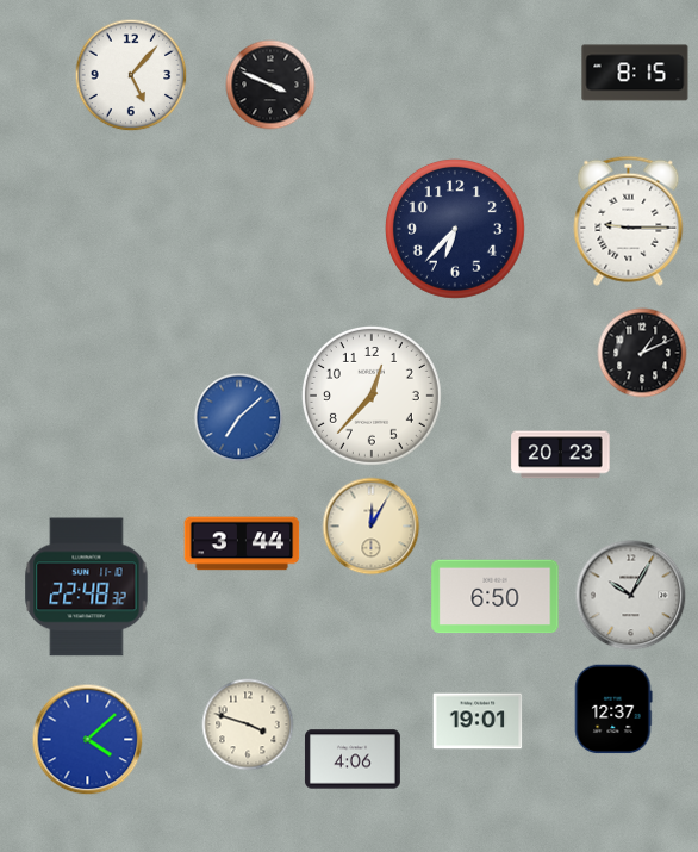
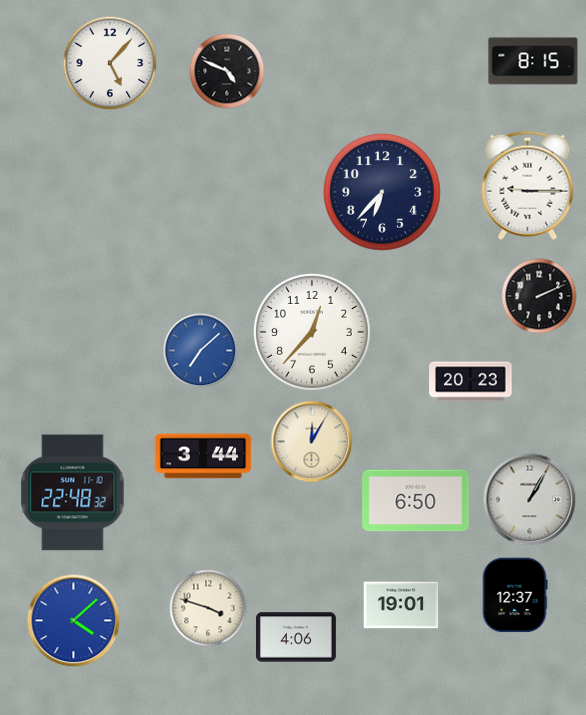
clock at (270, 85): 3:49 -> 4:49
clock at (642, 353): 1:11 -> 2:11
clock at (631, 596): 10:05 -> 1:05
